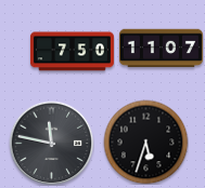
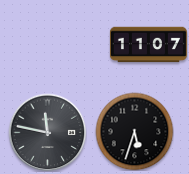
clock at (72, 52): 7:50 -> none
